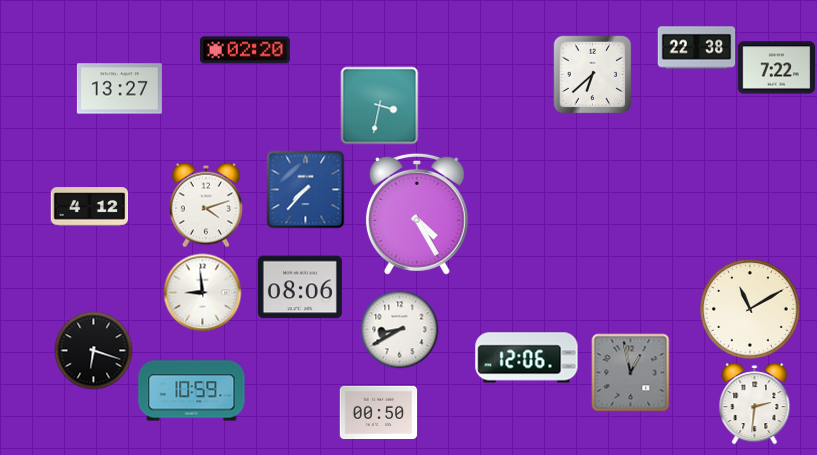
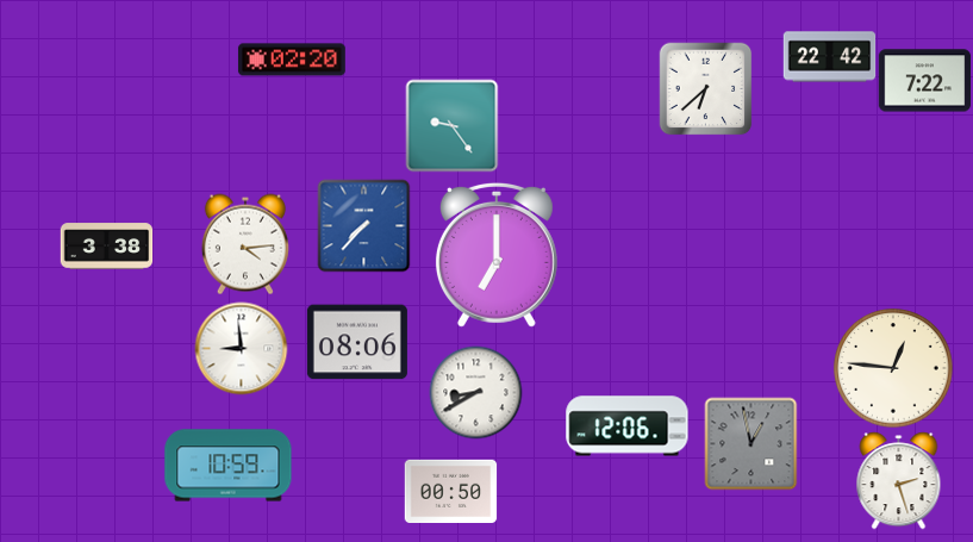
clock at (696, 48): 22:38 -> 22:42
clock at (119, 89): 13:27 -> none
clock at (379, 105): 3:32 -> 9:24
clock at (206, 205): 4:12 -> 4:14
clock at (89, 207): 4:12 -> 3:38
clock at (417, 214): 4:25 -> 7:00
clock at (750, 309): 11:10 -> 12:46
clock at (93, 350): 6:18 -> none
clock at (755, 403): 2:31 -> 2:27
